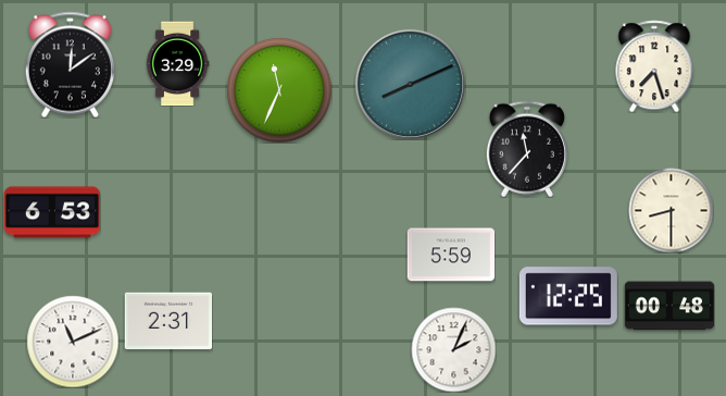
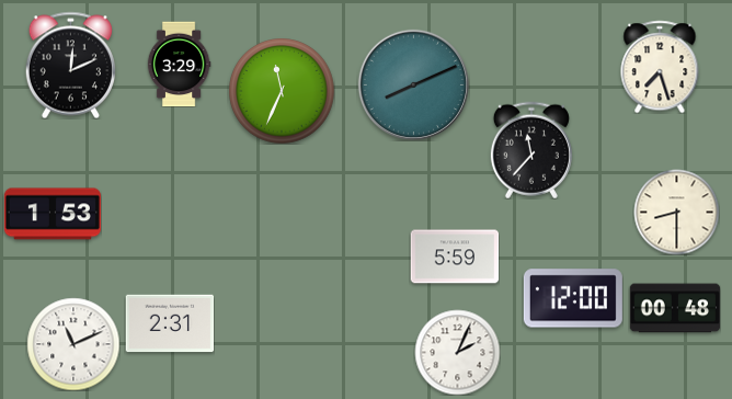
clock at (70, 64): 12:09 -> 12:11
clock at (52, 212): 6:53 -> 1:53
clock at (568, 296): 12:25 -> 12:00
